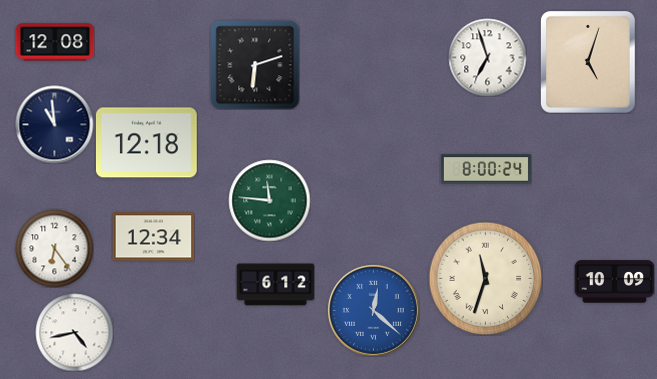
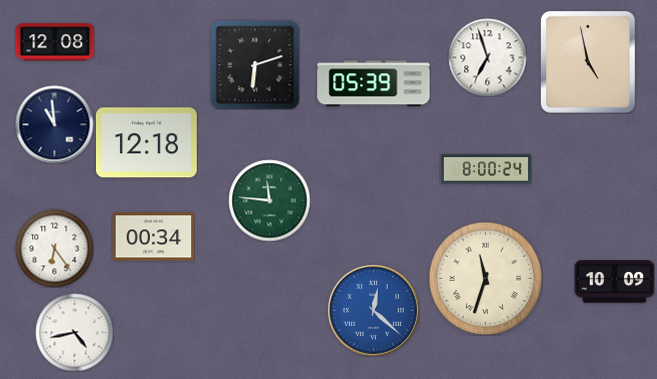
clock at (588, 63): 5:03 -> 4:58
clock at (374, 84): none -> 05:39
clock at (153, 237): 12:34 -> 00:34
clock at (275, 285): 6:12 -> none
